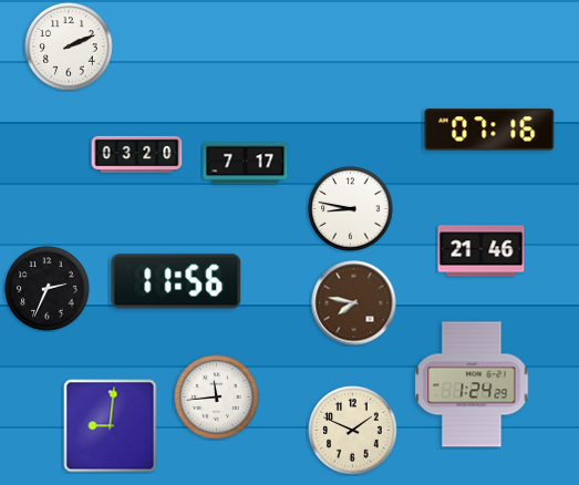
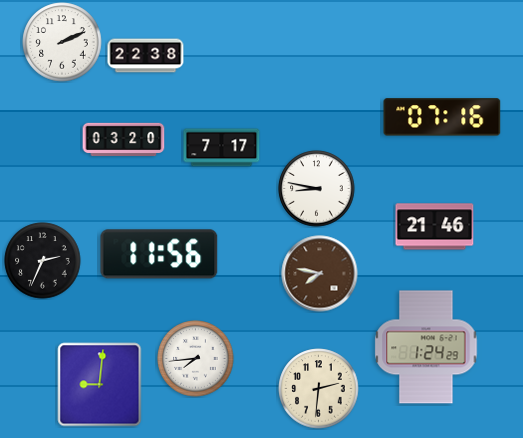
clock at (146, 56): none -> 22:38
clock at (217, 398): 11:44 -> 7:44
clock at (353, 431): 1:49 -> 2:31
